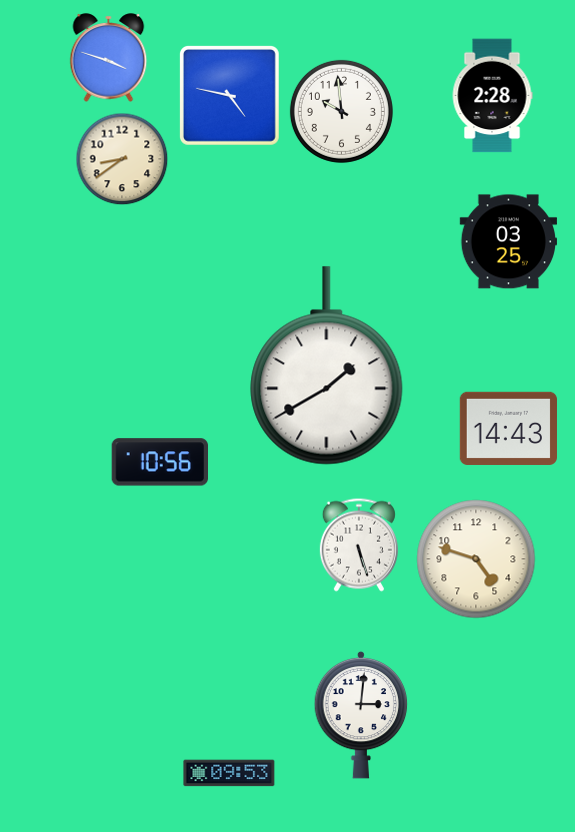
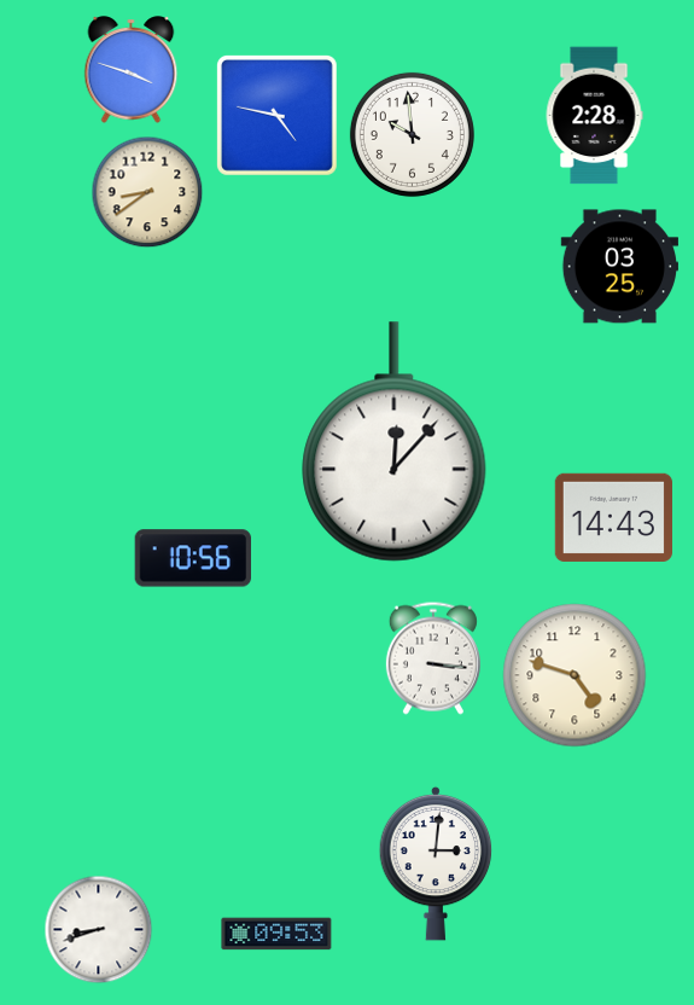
clock at (508, 242) position: (508, 242) -> (619, 267)
clock at (327, 366): 1:40 -> 12:07
clock at (359, 545): 5:27 -> 3:16
clock at (99, 930): none -> 8:42
